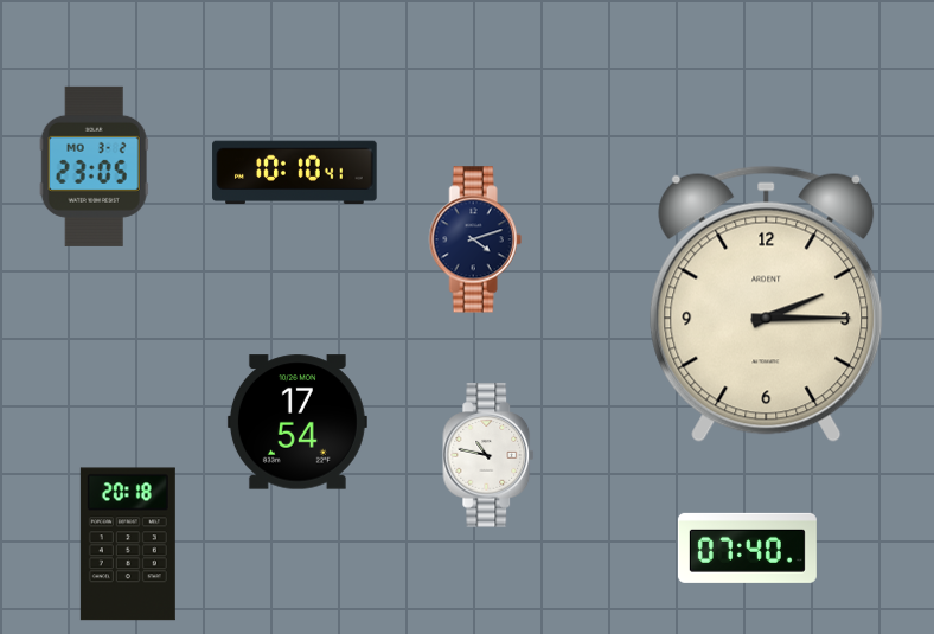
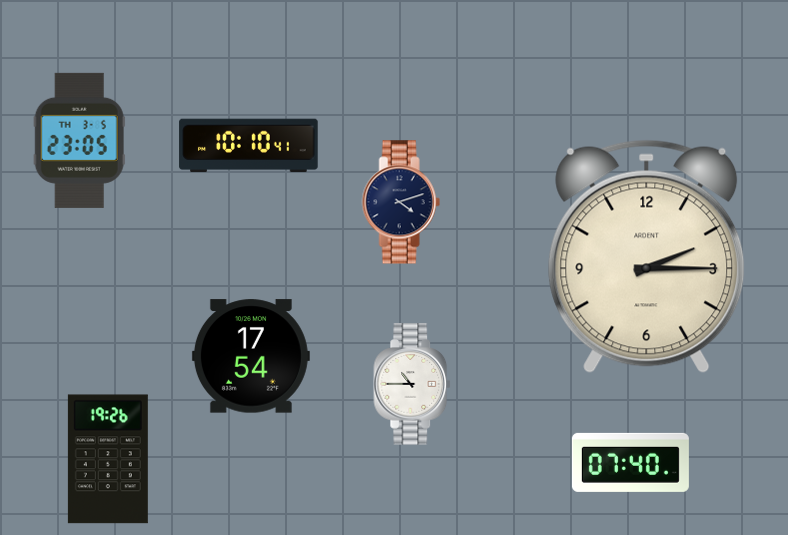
clock at (94, 166) date: MO 3-2 -> TH 3-5
clock at (490, 455): 10:47 -> 10:45
clock at (128, 544): 20:18 -> 19:26
